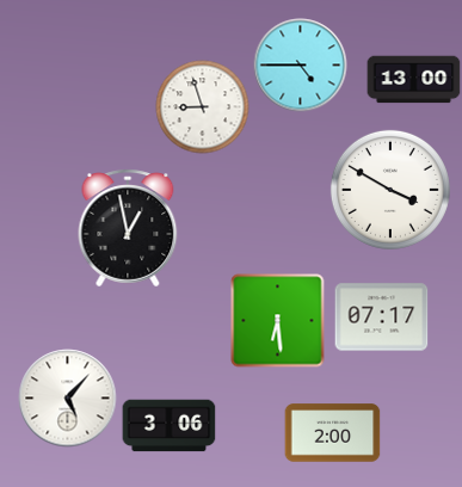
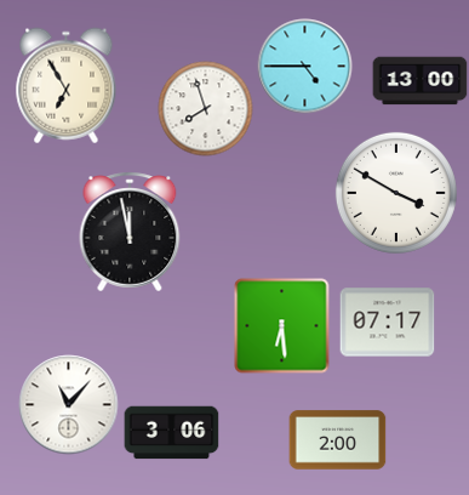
clock at (67, 85): none -> 6:55
clock at (202, 106): 8:57 -> 7:57
clock at (128, 228): 12:58 -> 11:58
clock at (67, 397): 5:07 -> 11:07
